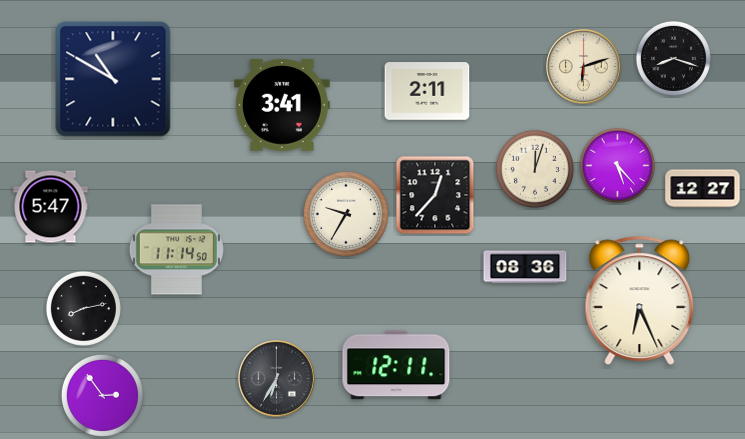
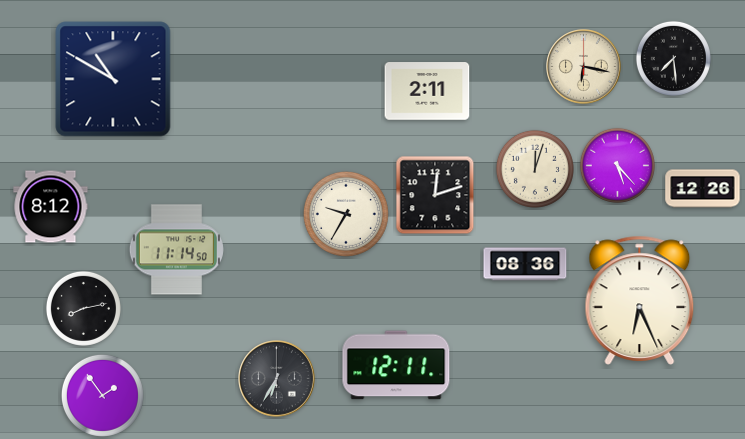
clock at (673, 58): 8:18 -> 7:29
clock at (584, 67): 6:12 -> 6:17
clock at (282, 105): 3:41 -> none
clock at (703, 189): 12:27 -> 12:26
clock at (435, 195): 12:37 -> 12:12
clock at (51, 207): 5:47 -> 8:12
clock at (525, 267) position: (525, 267) -> (525, 264)
clock at (102, 395): 2:54 -> 1:54
